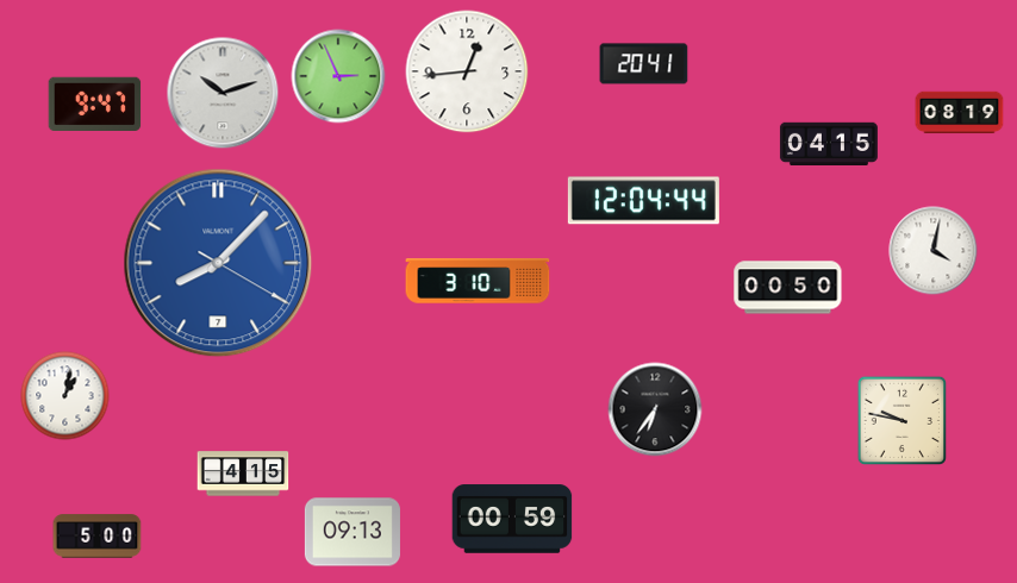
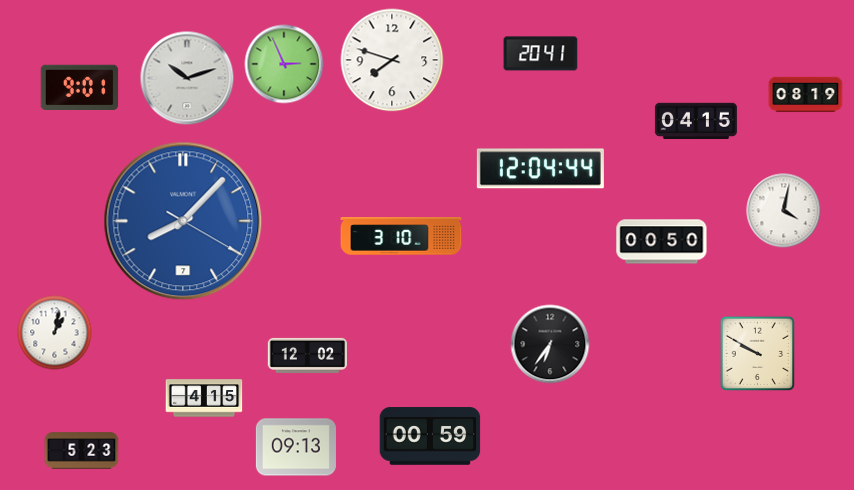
clock at (467, 71): 12:44 -> 7:48
clock at (95, 104): 9:47 -> 9:01
clock at (901, 420): 9:47 -> 9:50
clock at (307, 355): none -> 12:02
clock at (98, 537): 5:00 -> 5:23
